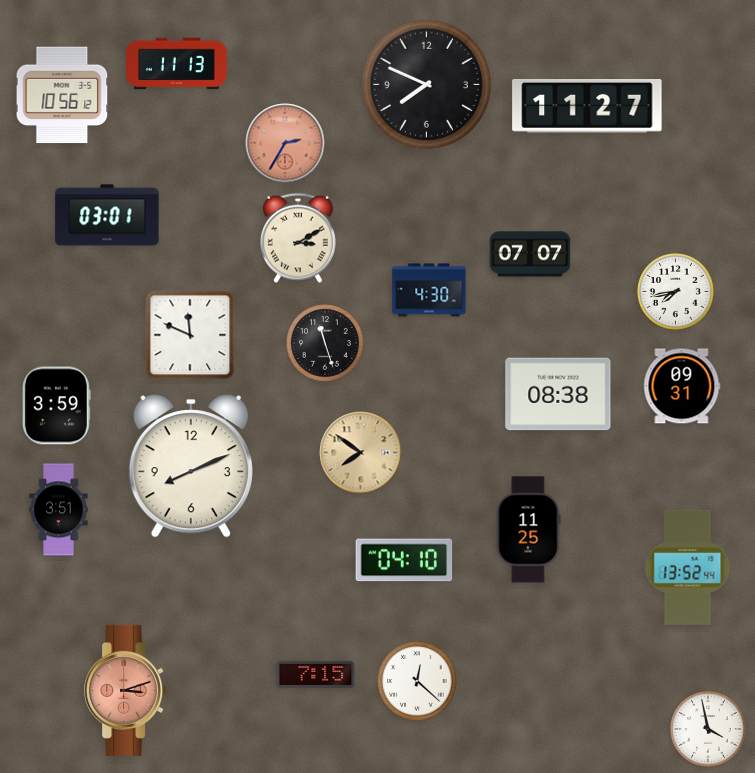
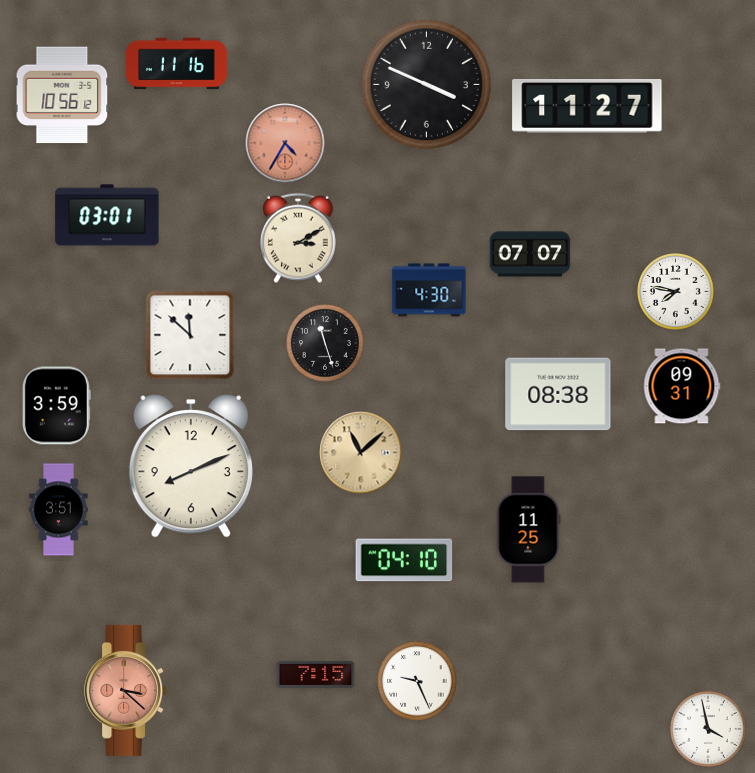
clock at (177, 64): 11:13 -> 11:16
clock at (426, 84): 7:49 -> 3:49
clock at (285, 143): 2:35 -> 4:35
clock at (676, 292): 7:43 -> 7:47
clock at (190, 335): 11:49 -> 11:52
clock at (361, 453): 7:51 -> 11:08
clock at (688, 567): 13:52 -> none
clock at (417, 681): 12:22 -> 9:26
clock at (126, 690): 3:12 -> 3:22
